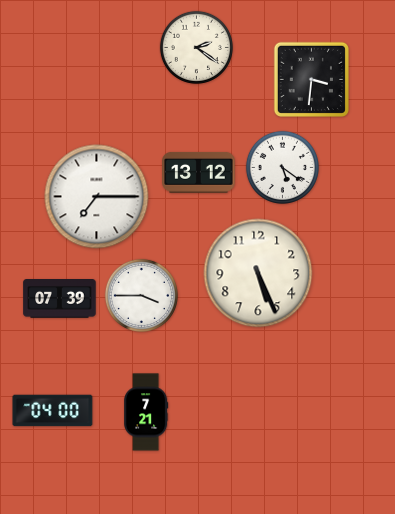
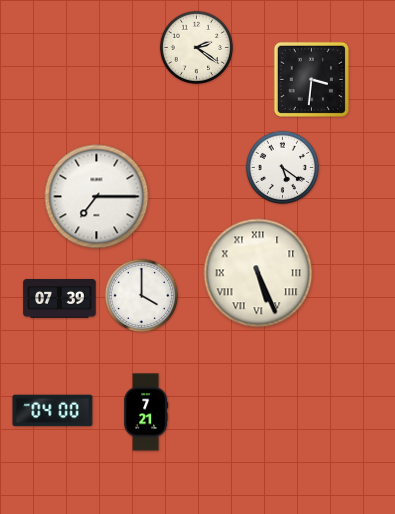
clock at (199, 172): 13:12 -> none
clock at (258, 273) numerals: Arabic -> Roman
clock at (141, 295): 3:45 -> 4:00
